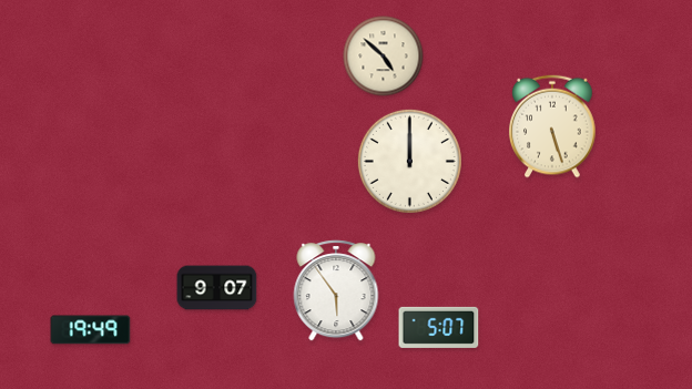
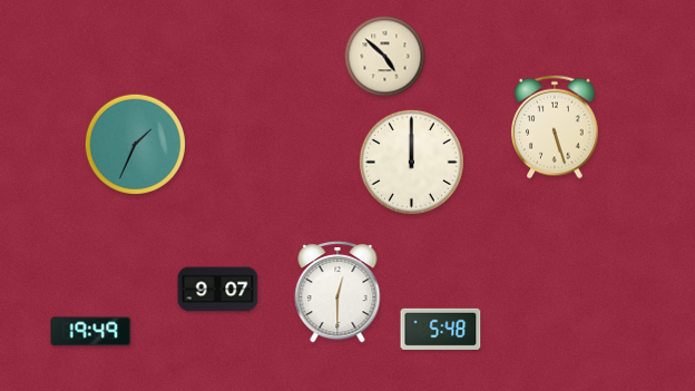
clock at (135, 144): none -> 1:34
clock at (336, 290): 5:54 -> 12:30
clock at (439, 327): 5:07 -> 5:48
